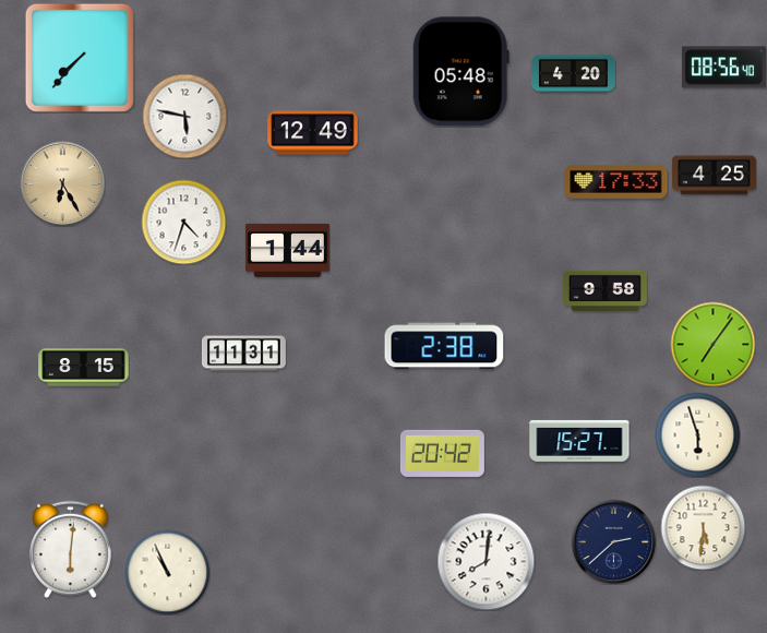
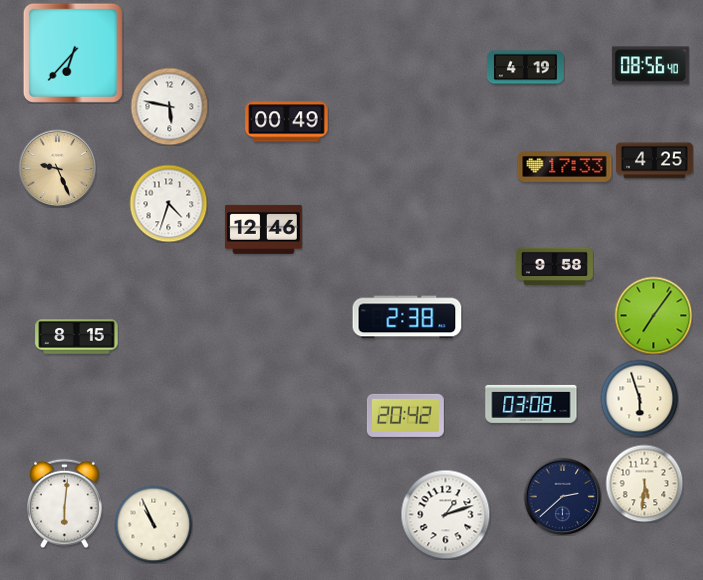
clock at (80, 58): 7:37 -> 6:37
clock at (723, 68) position: (723, 68) -> (650, 66)
clock at (460, 72): 05:48 -> none
clock at (573, 74): 4:20 -> 4:19
clock at (313, 133): 12:49 -> 00:49
clock at (62, 183): 6:25 -> 9:26
clock at (287, 250): 1:44 -> 12:46
clock at (243, 354): 11:31 -> none
clock at (579, 441): 15:27 -> 03:08
clock at (486, 561): 8:01 -> 1:12
